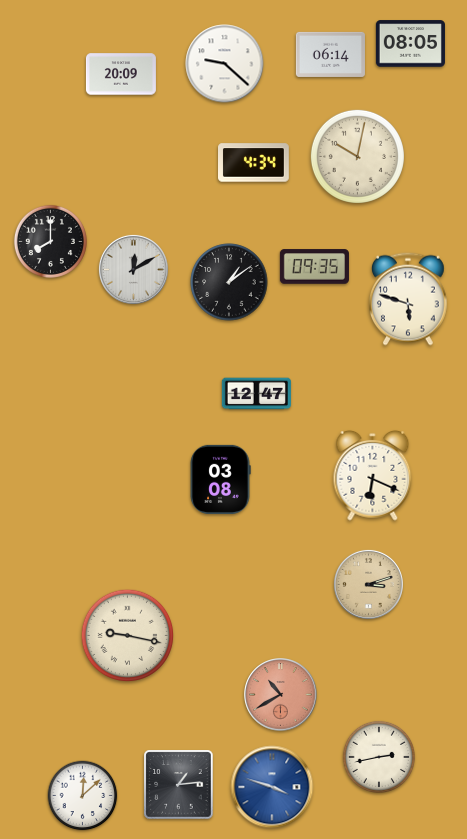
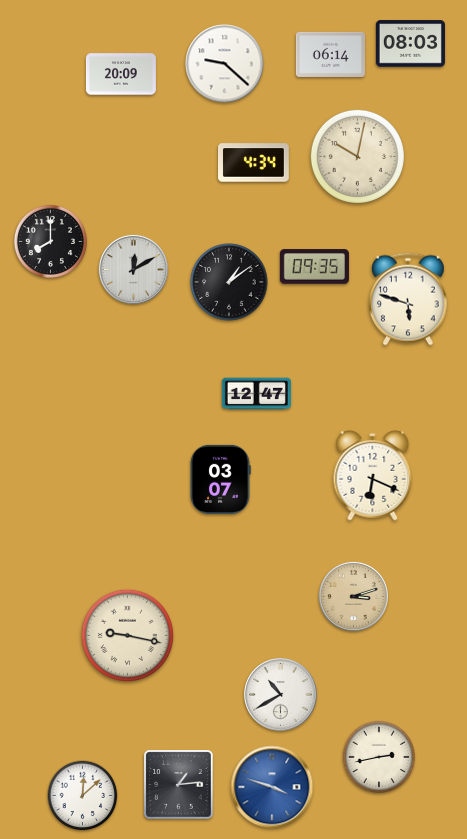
clock at (410, 44): 08:05 -> 08:03
clock at (220, 479): 03:08 -> 03:07
clock at (368, 584) position: (368, 584) -> (353, 596)
clock at (281, 695) dial: salmon -> white
